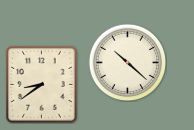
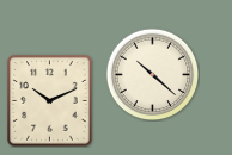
clock at (42, 85): 8:39 -> 10:11
